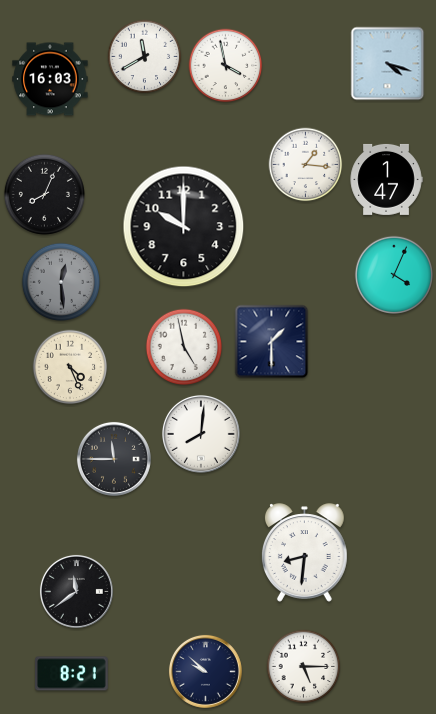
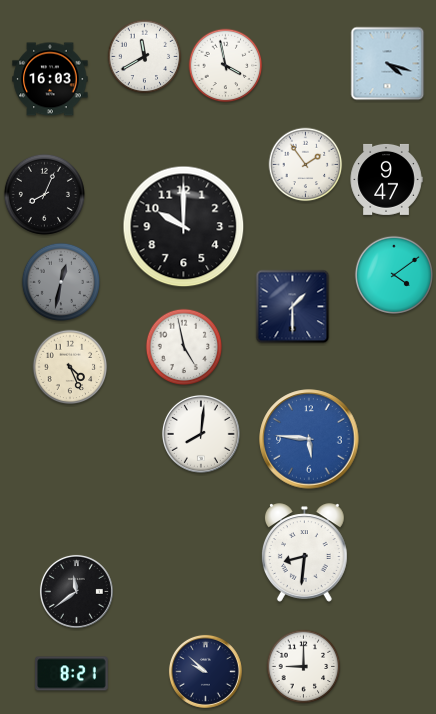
clock at (306, 165): 1:16 -> 1:54
clock at (386, 179): 1:47 -> 9:47
clock at (393, 274): 4:04 -> 4:09
clock at (60, 281): 12:29 -> 12:32
clock at (272, 342) position: (272, 342) -> (293, 307)
clock at (309, 439): none -> 5:46
clock at (114, 459): 11:45 -> none
clock at (304, 667): 5:15 -> 9:00
